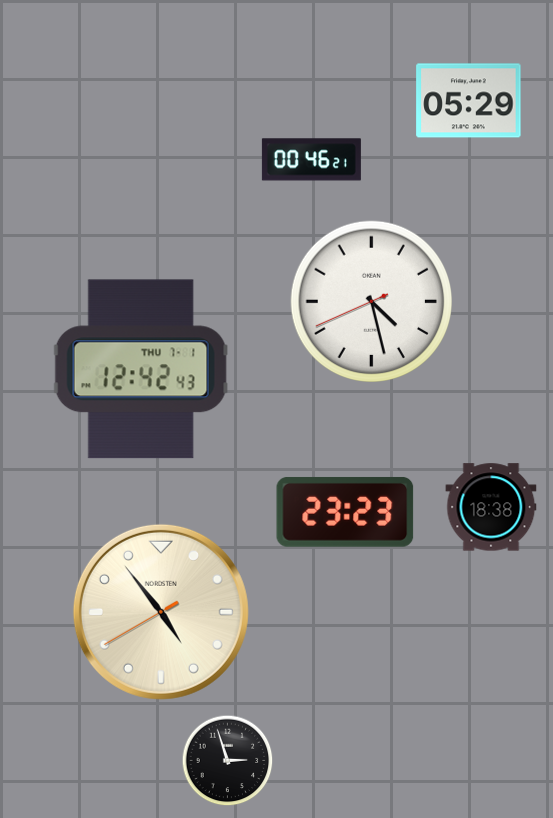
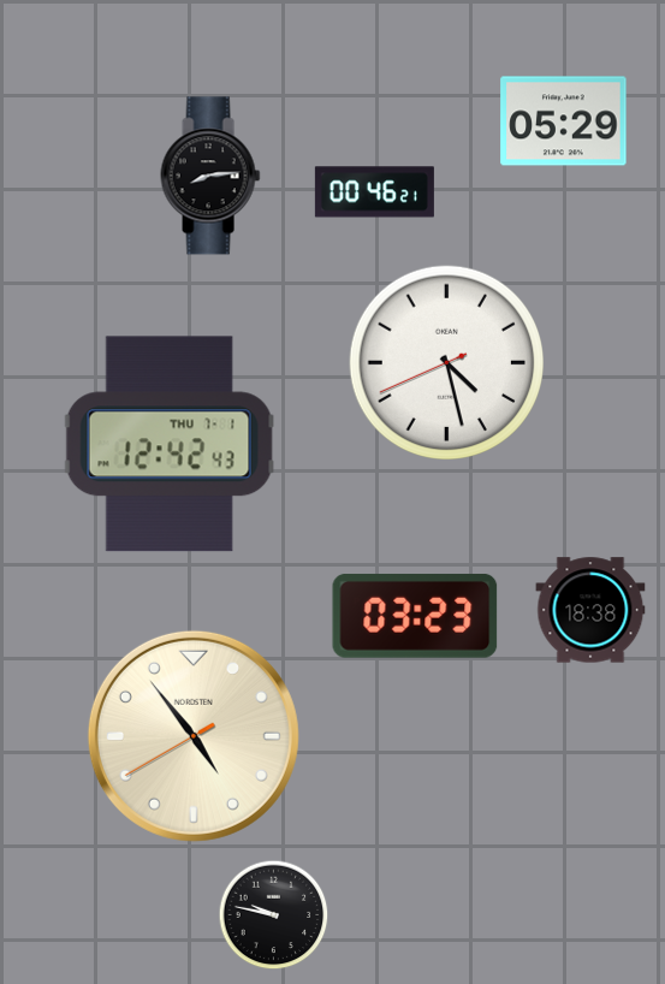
clock at (210, 176): none -> 8:14
clock at (345, 512): 23:23 -> 03:23
clock at (228, 761): 2:57 -> 9:47
